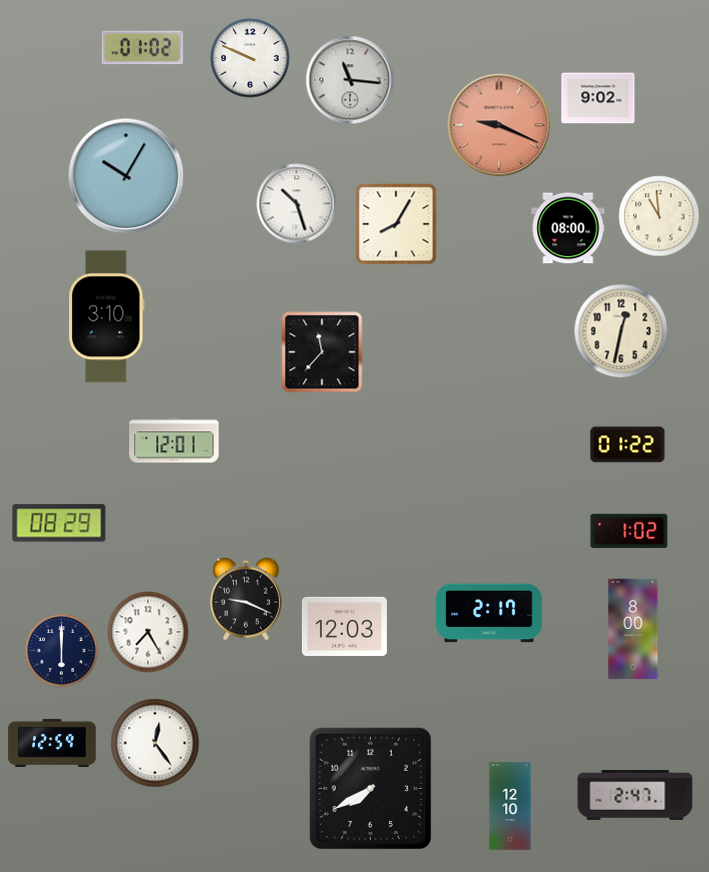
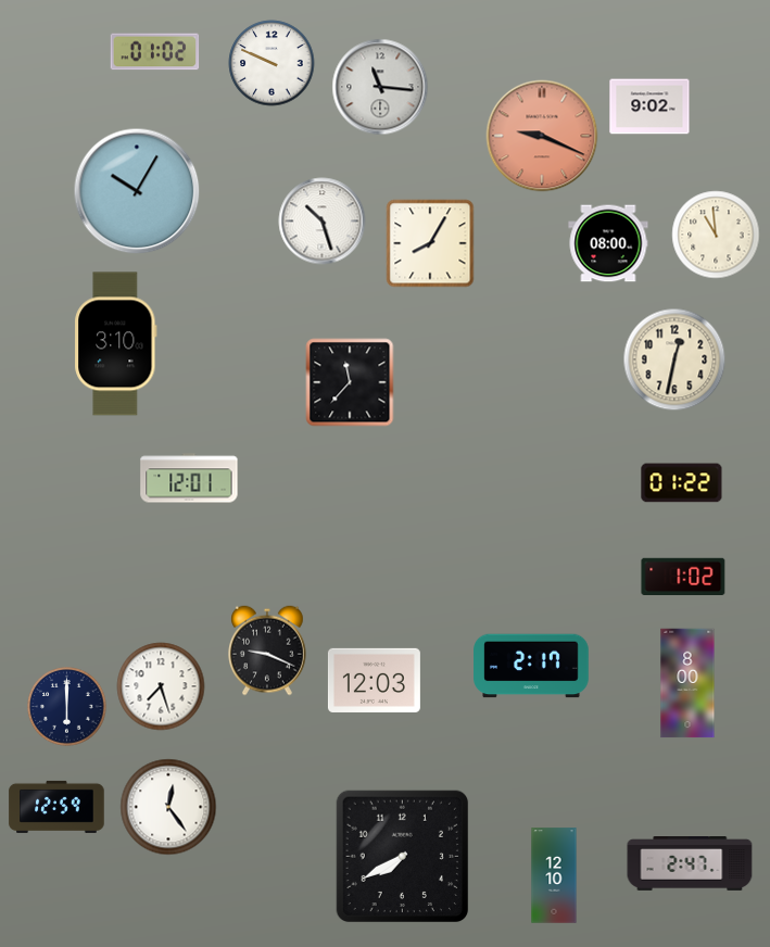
clock at (568, 228) position: (568, 228) -> (608, 243)
clock at (59, 523): 08:29 -> none
clock at (148, 632): 7:25 -> 7:27
